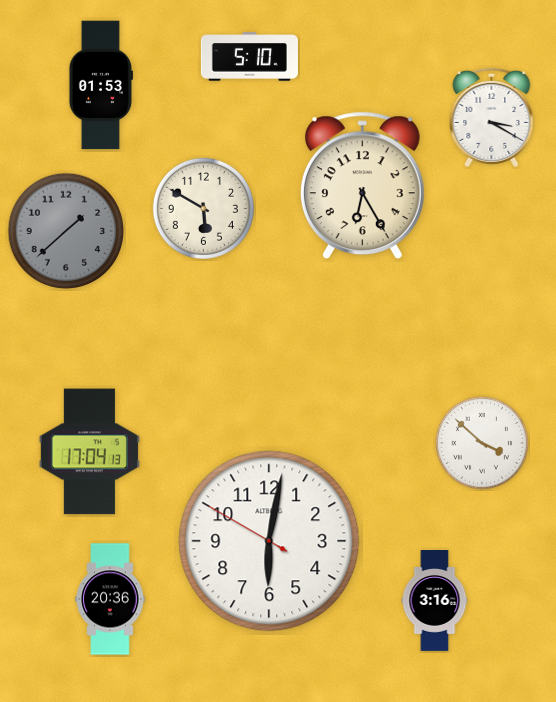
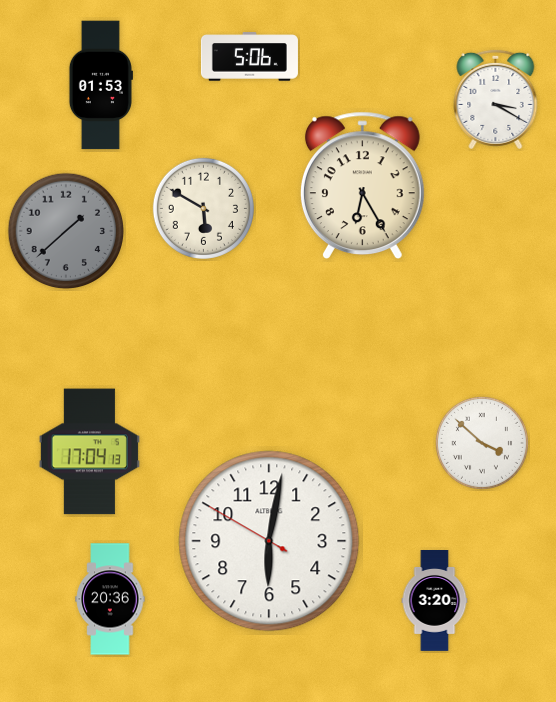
clock at (249, 57): 5:10 -> 5:06
clock at (492, 117) position: (492, 117) -> (496, 99)
clock at (435, 601): 3:16 -> 3:20
